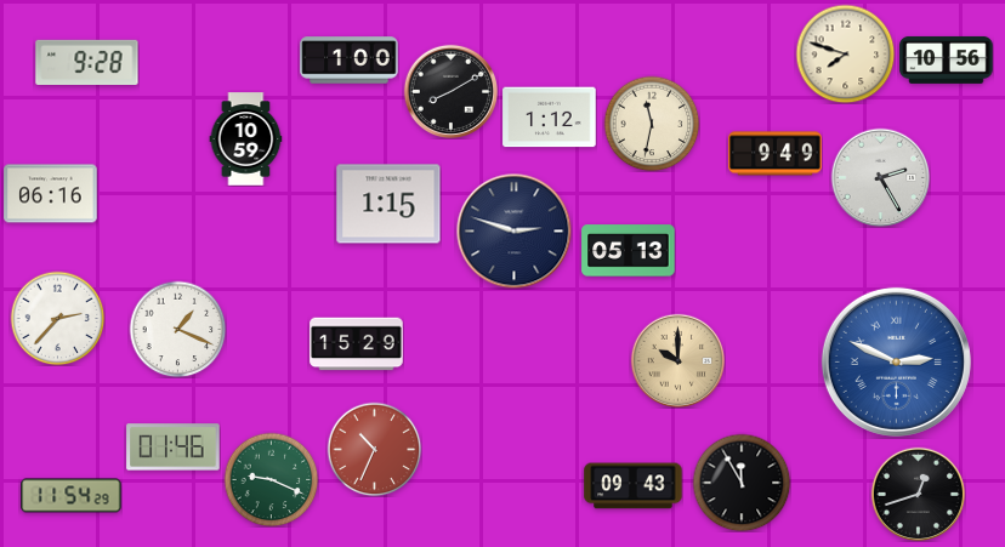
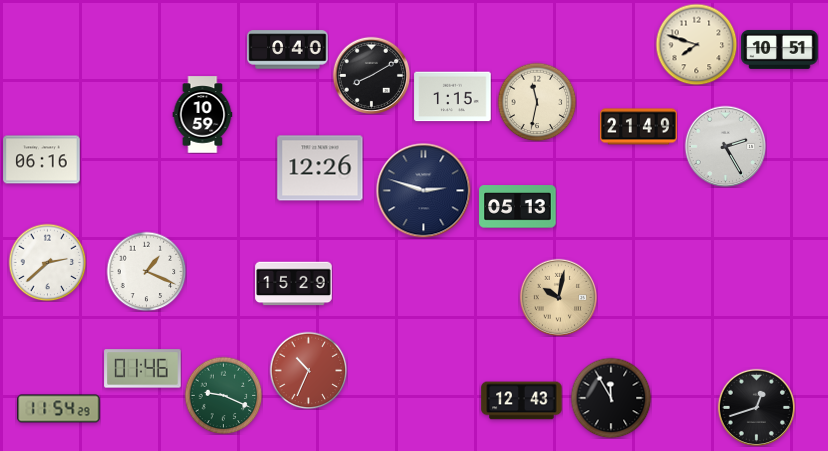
clock at (947, 59): 10:56 -> 10:51
clock at (350, 61): 1:00 -> 0:40
clock at (87, 62): 9:28 -> none
clock at (550, 118): 1:12 -> 1:15
clock at (776, 154): 9:49 -> 21:49
clock at (388, 204): 1:15 -> 12:26
clock at (57, 318): 2:37 -> 2:38
clock at (677, 360): 10:00 -> 10:02
clock at (896, 361): 2:49 -> none
clock at (634, 486): 09:43 -> 12:43
